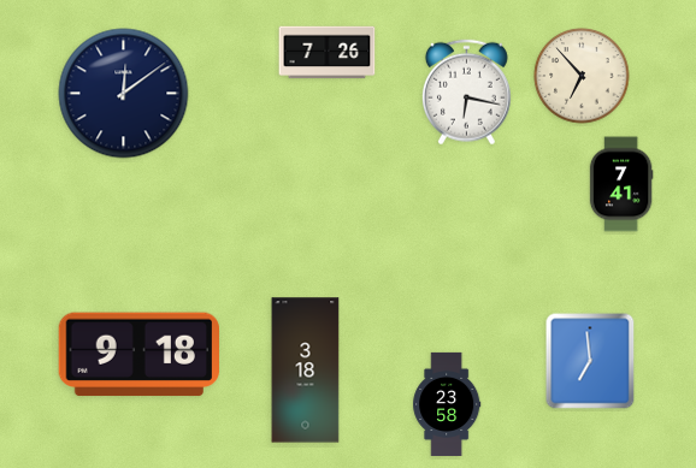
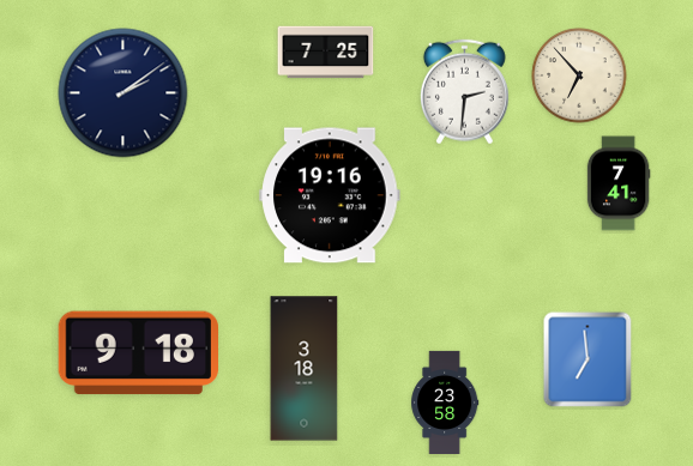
clock at (328, 53): 7:26 -> 7:25
clock at (466, 93): 6:17 -> 2:31
clock at (124, 94): 12:09 -> 2:09
clock at (330, 195): none -> 19:16
